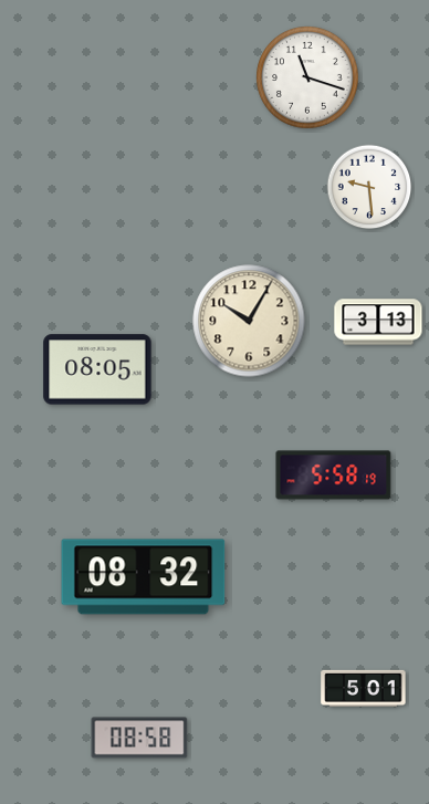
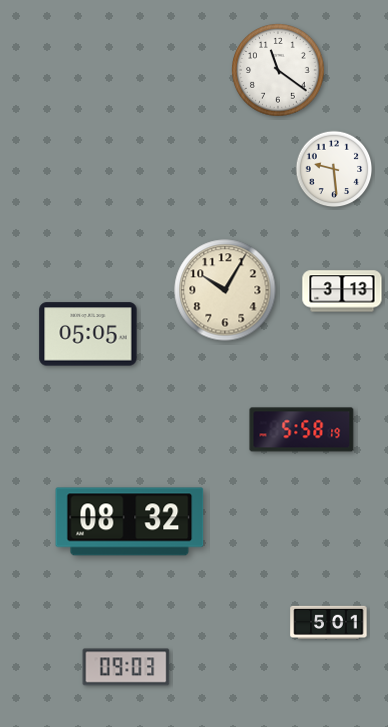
clock at (307, 77): 11:18 -> 11:21
clock at (97, 369): 08:05 -> 05:05
clock at (139, 738): 08:58 -> 09:03
